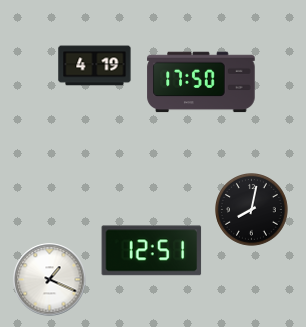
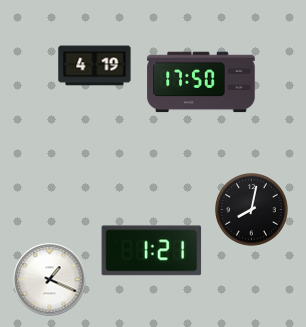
clock at (152, 251): 12:51 -> 1:21
